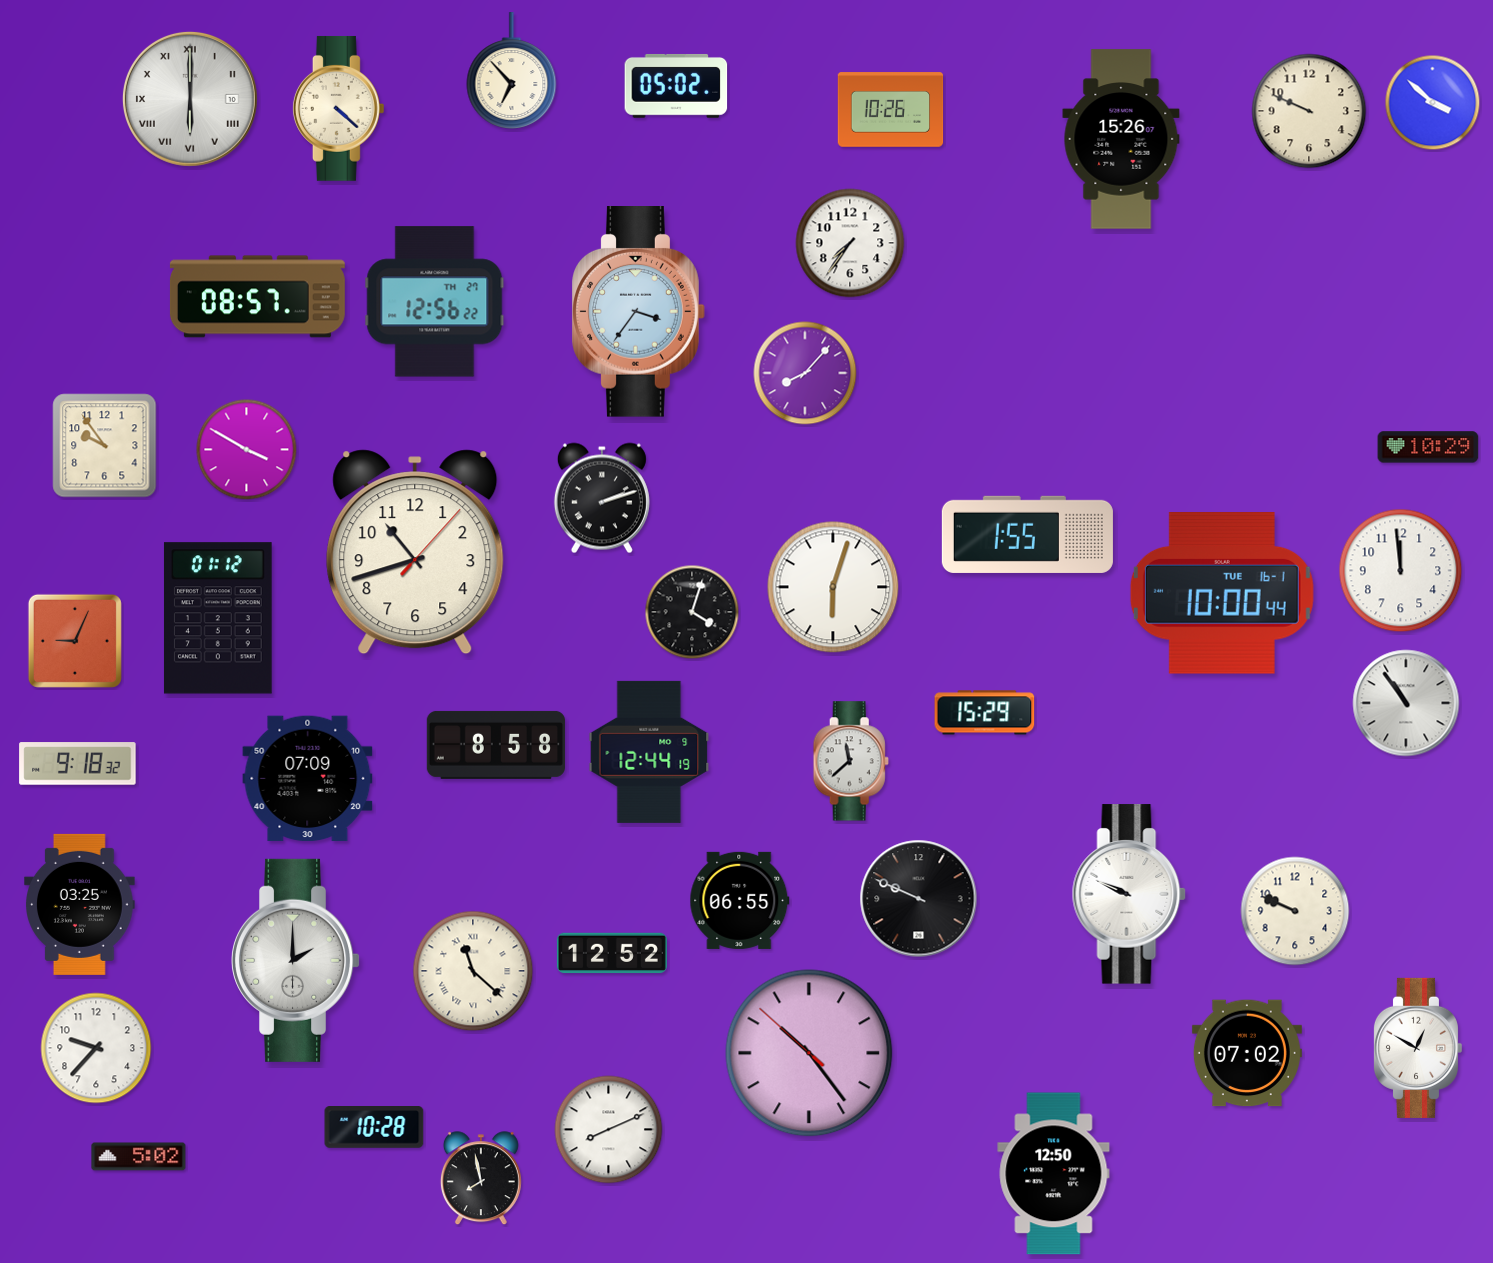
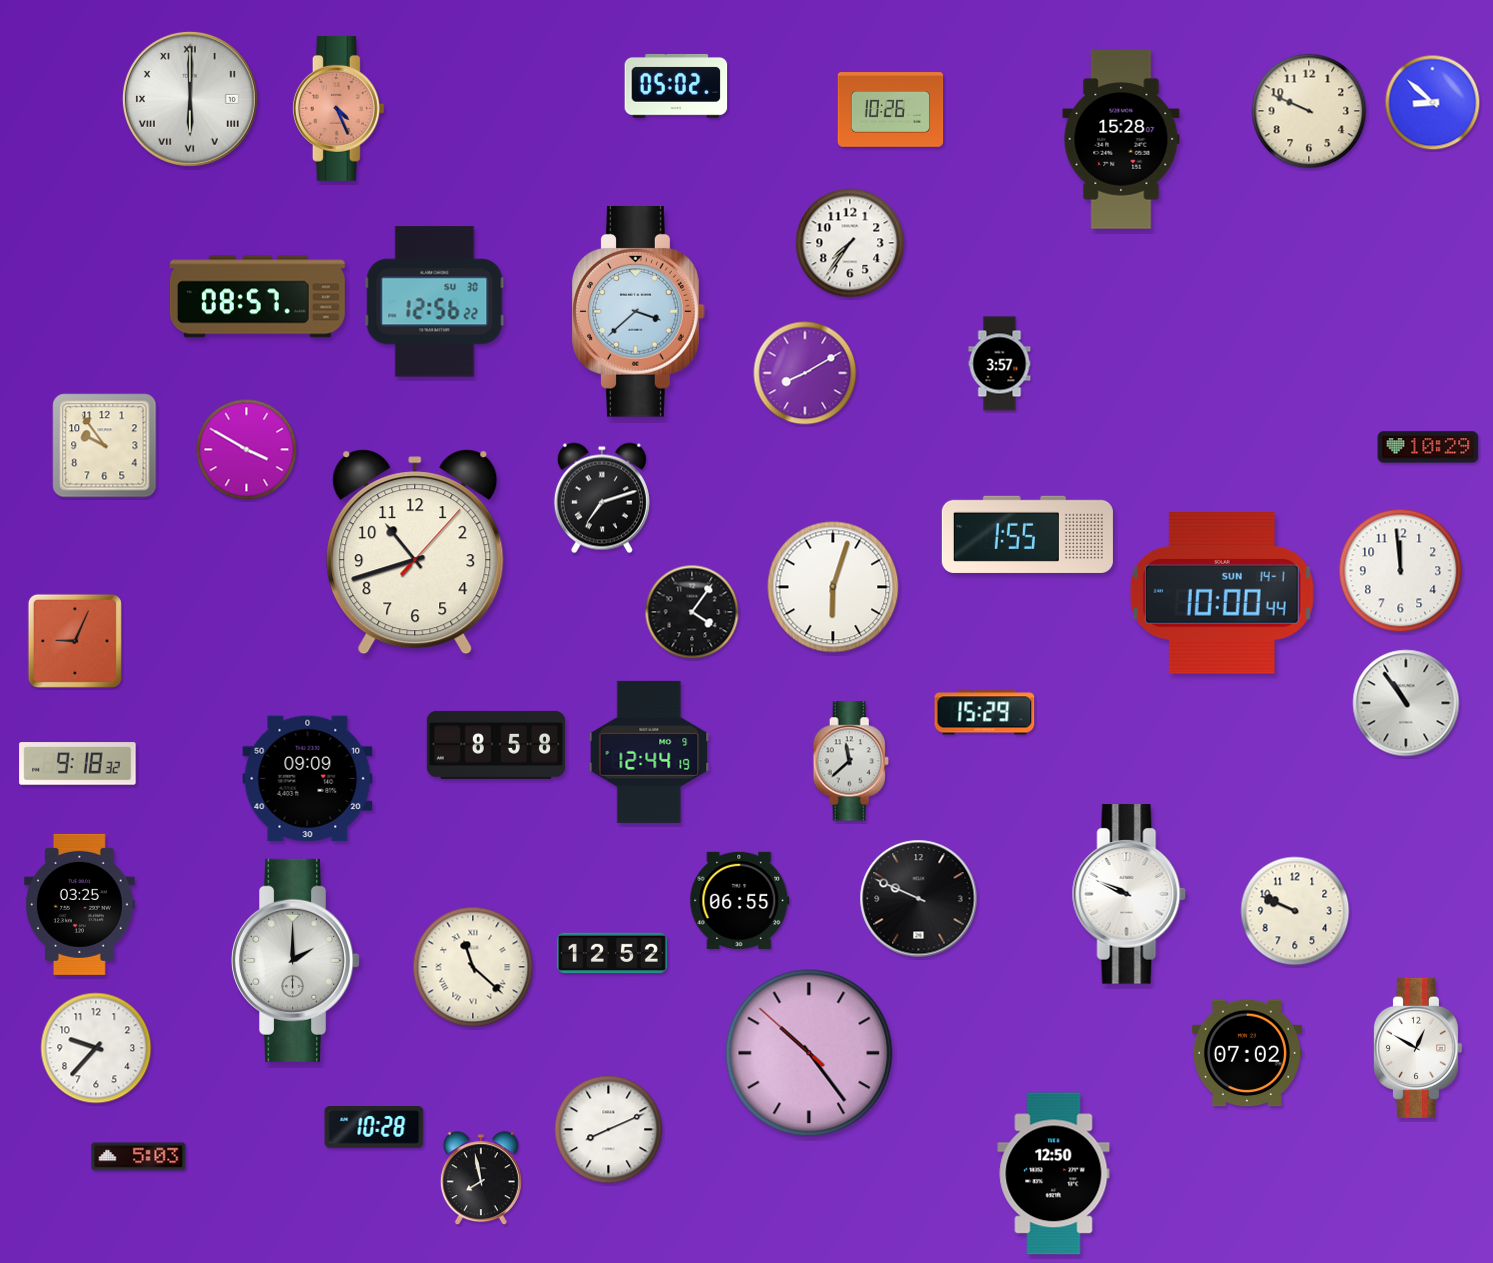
clock at (512, 71): 6:53 -> none
clock at (1433, 103): 3:52 -> 8:52
clock at (338, 108): 4:22 -> 4:26
clock at (338, 108) dial: cream -> salmon
clock at (1121, 139): 15:26 -> 15:28
clock at (435, 302) date: TH 27 -> SU 30
clock at (639, 312): 3:36 -> 3:38
clock at (1000, 364): none -> 3:57
clock at (805, 373): 8:07 -> 8:10
clock at (602, 498): 2:12 -> 7:12
clock at (1222, 594) date: TUE 16-1 -> SUN 14-1
clock at (692, 612): 4:03 -> 4:06
clock at (218, 618): 01:12 -> none
clock at (308, 779): 07:09 -> 09:09
clock at (473, 971) position: (473, 971) -> (473, 967)
clock at (139, 1157): 5:02 -> 5:03
